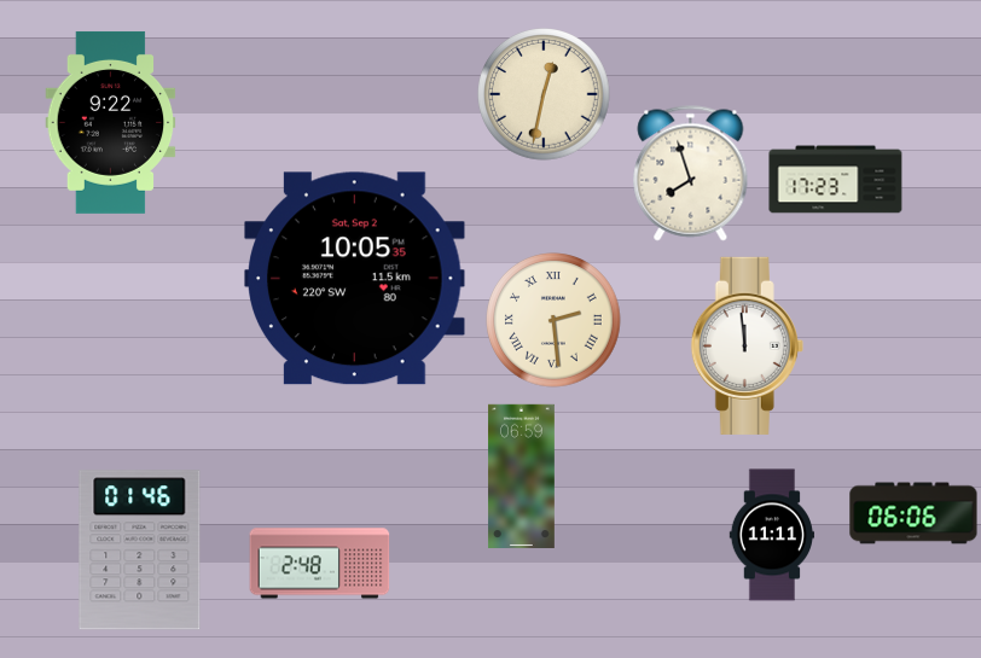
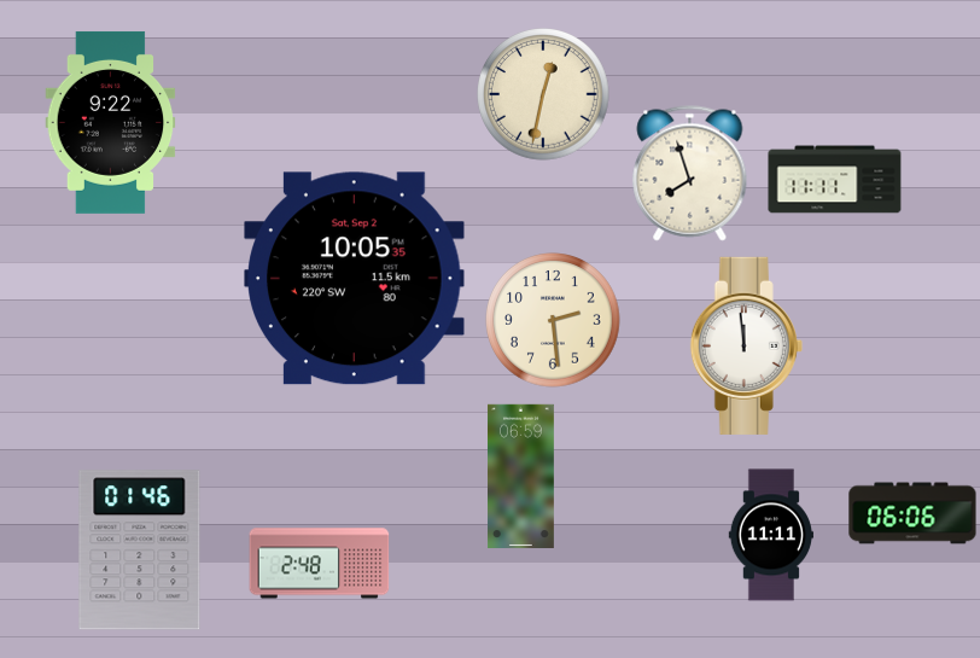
clock at (836, 180): 17:23 -> 11:11
clock at (553, 320) numerals: Roman -> Arabic
